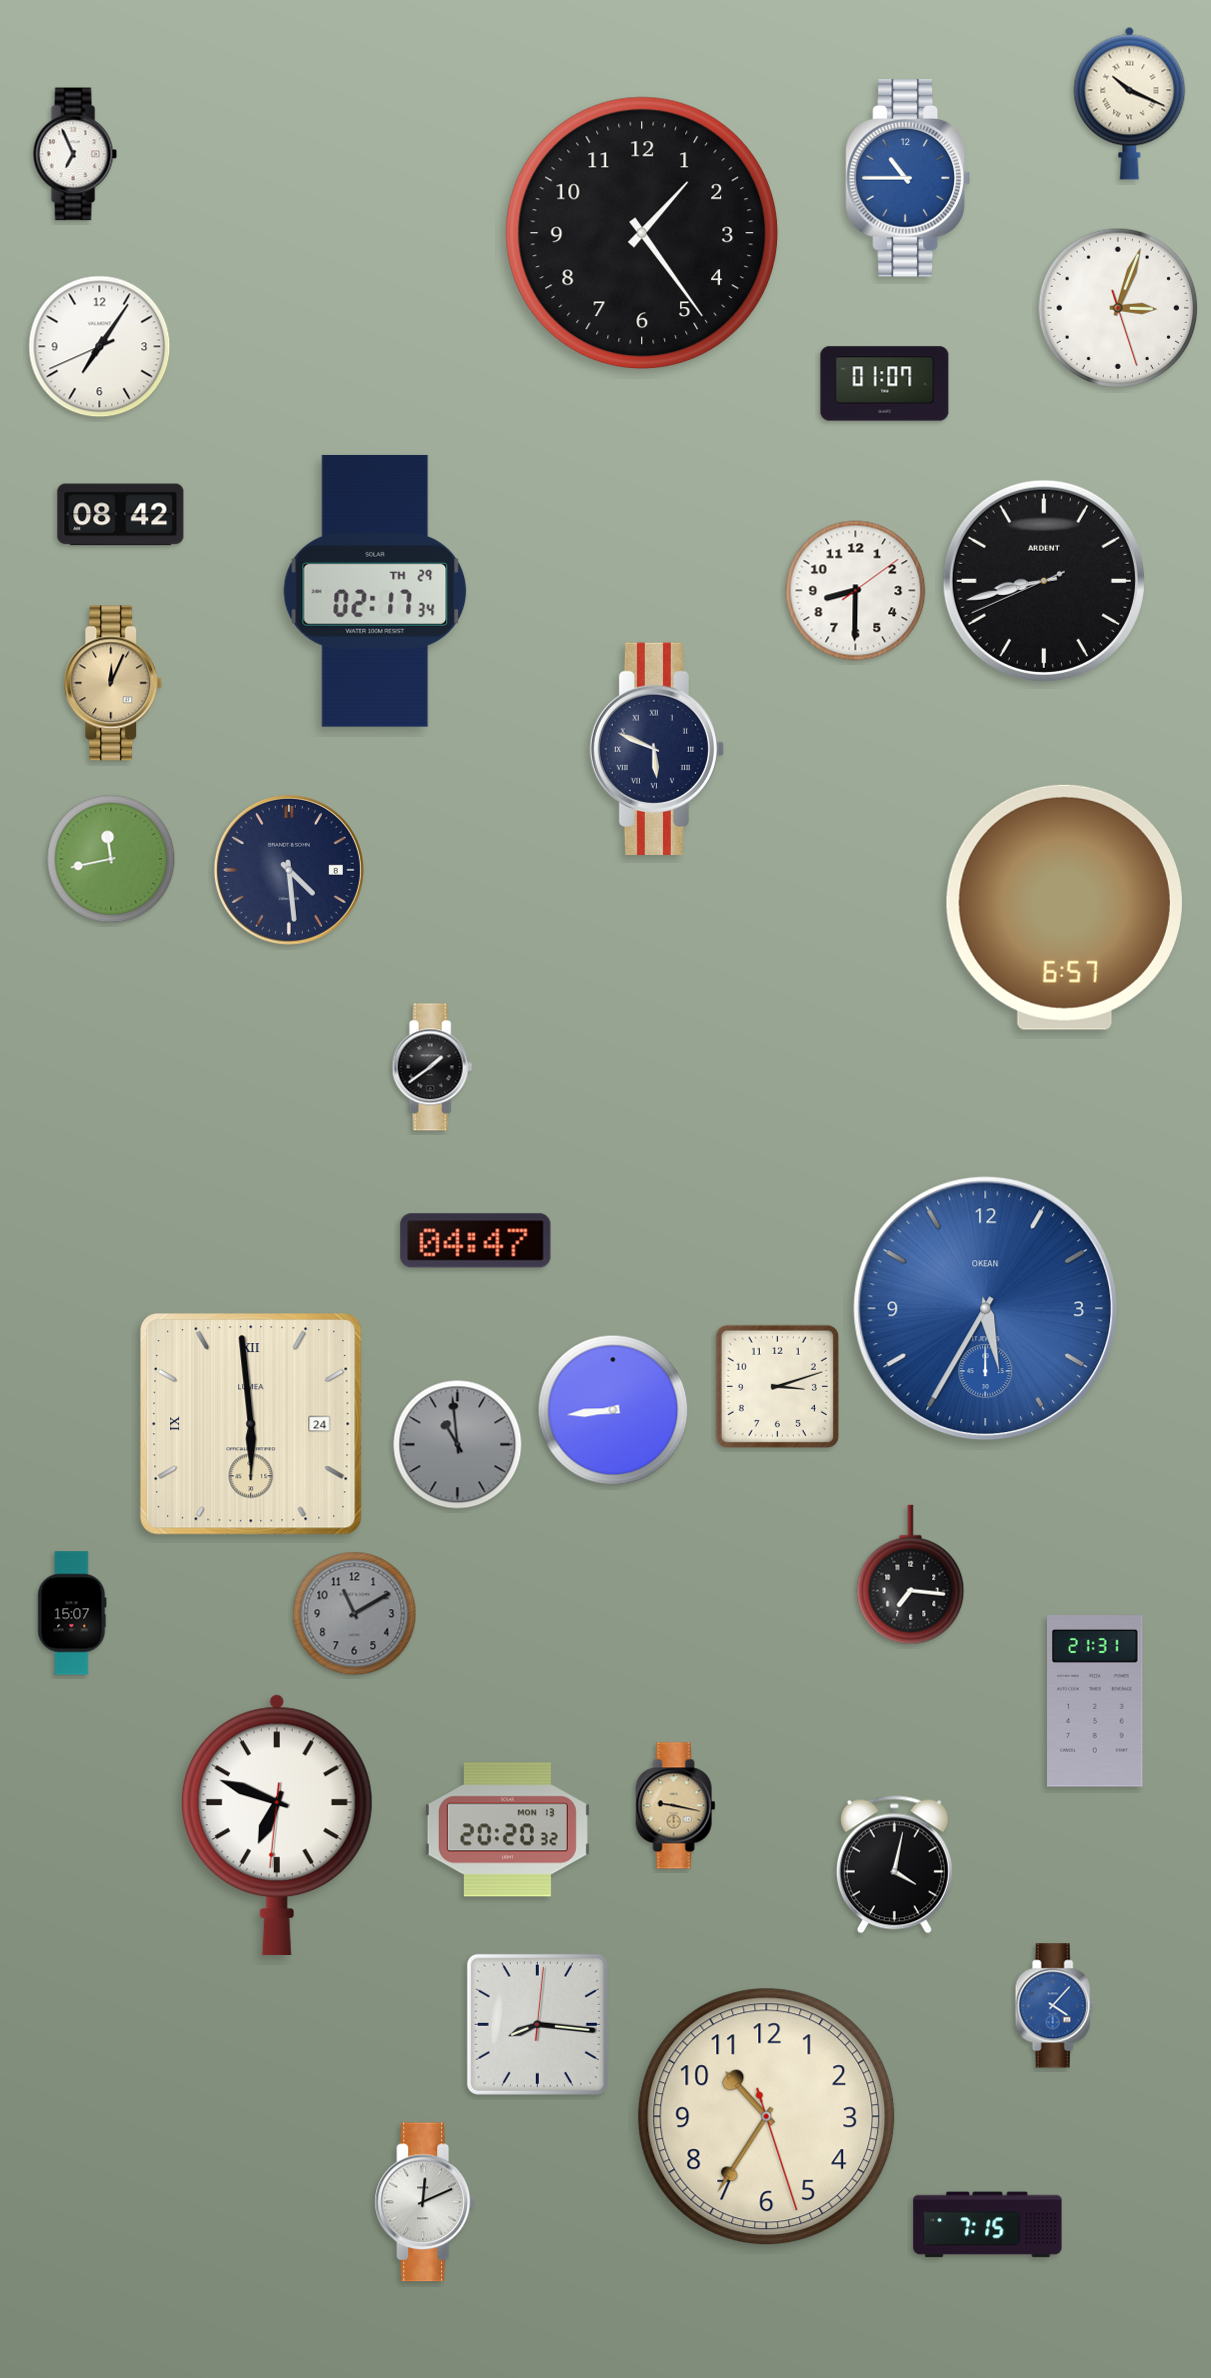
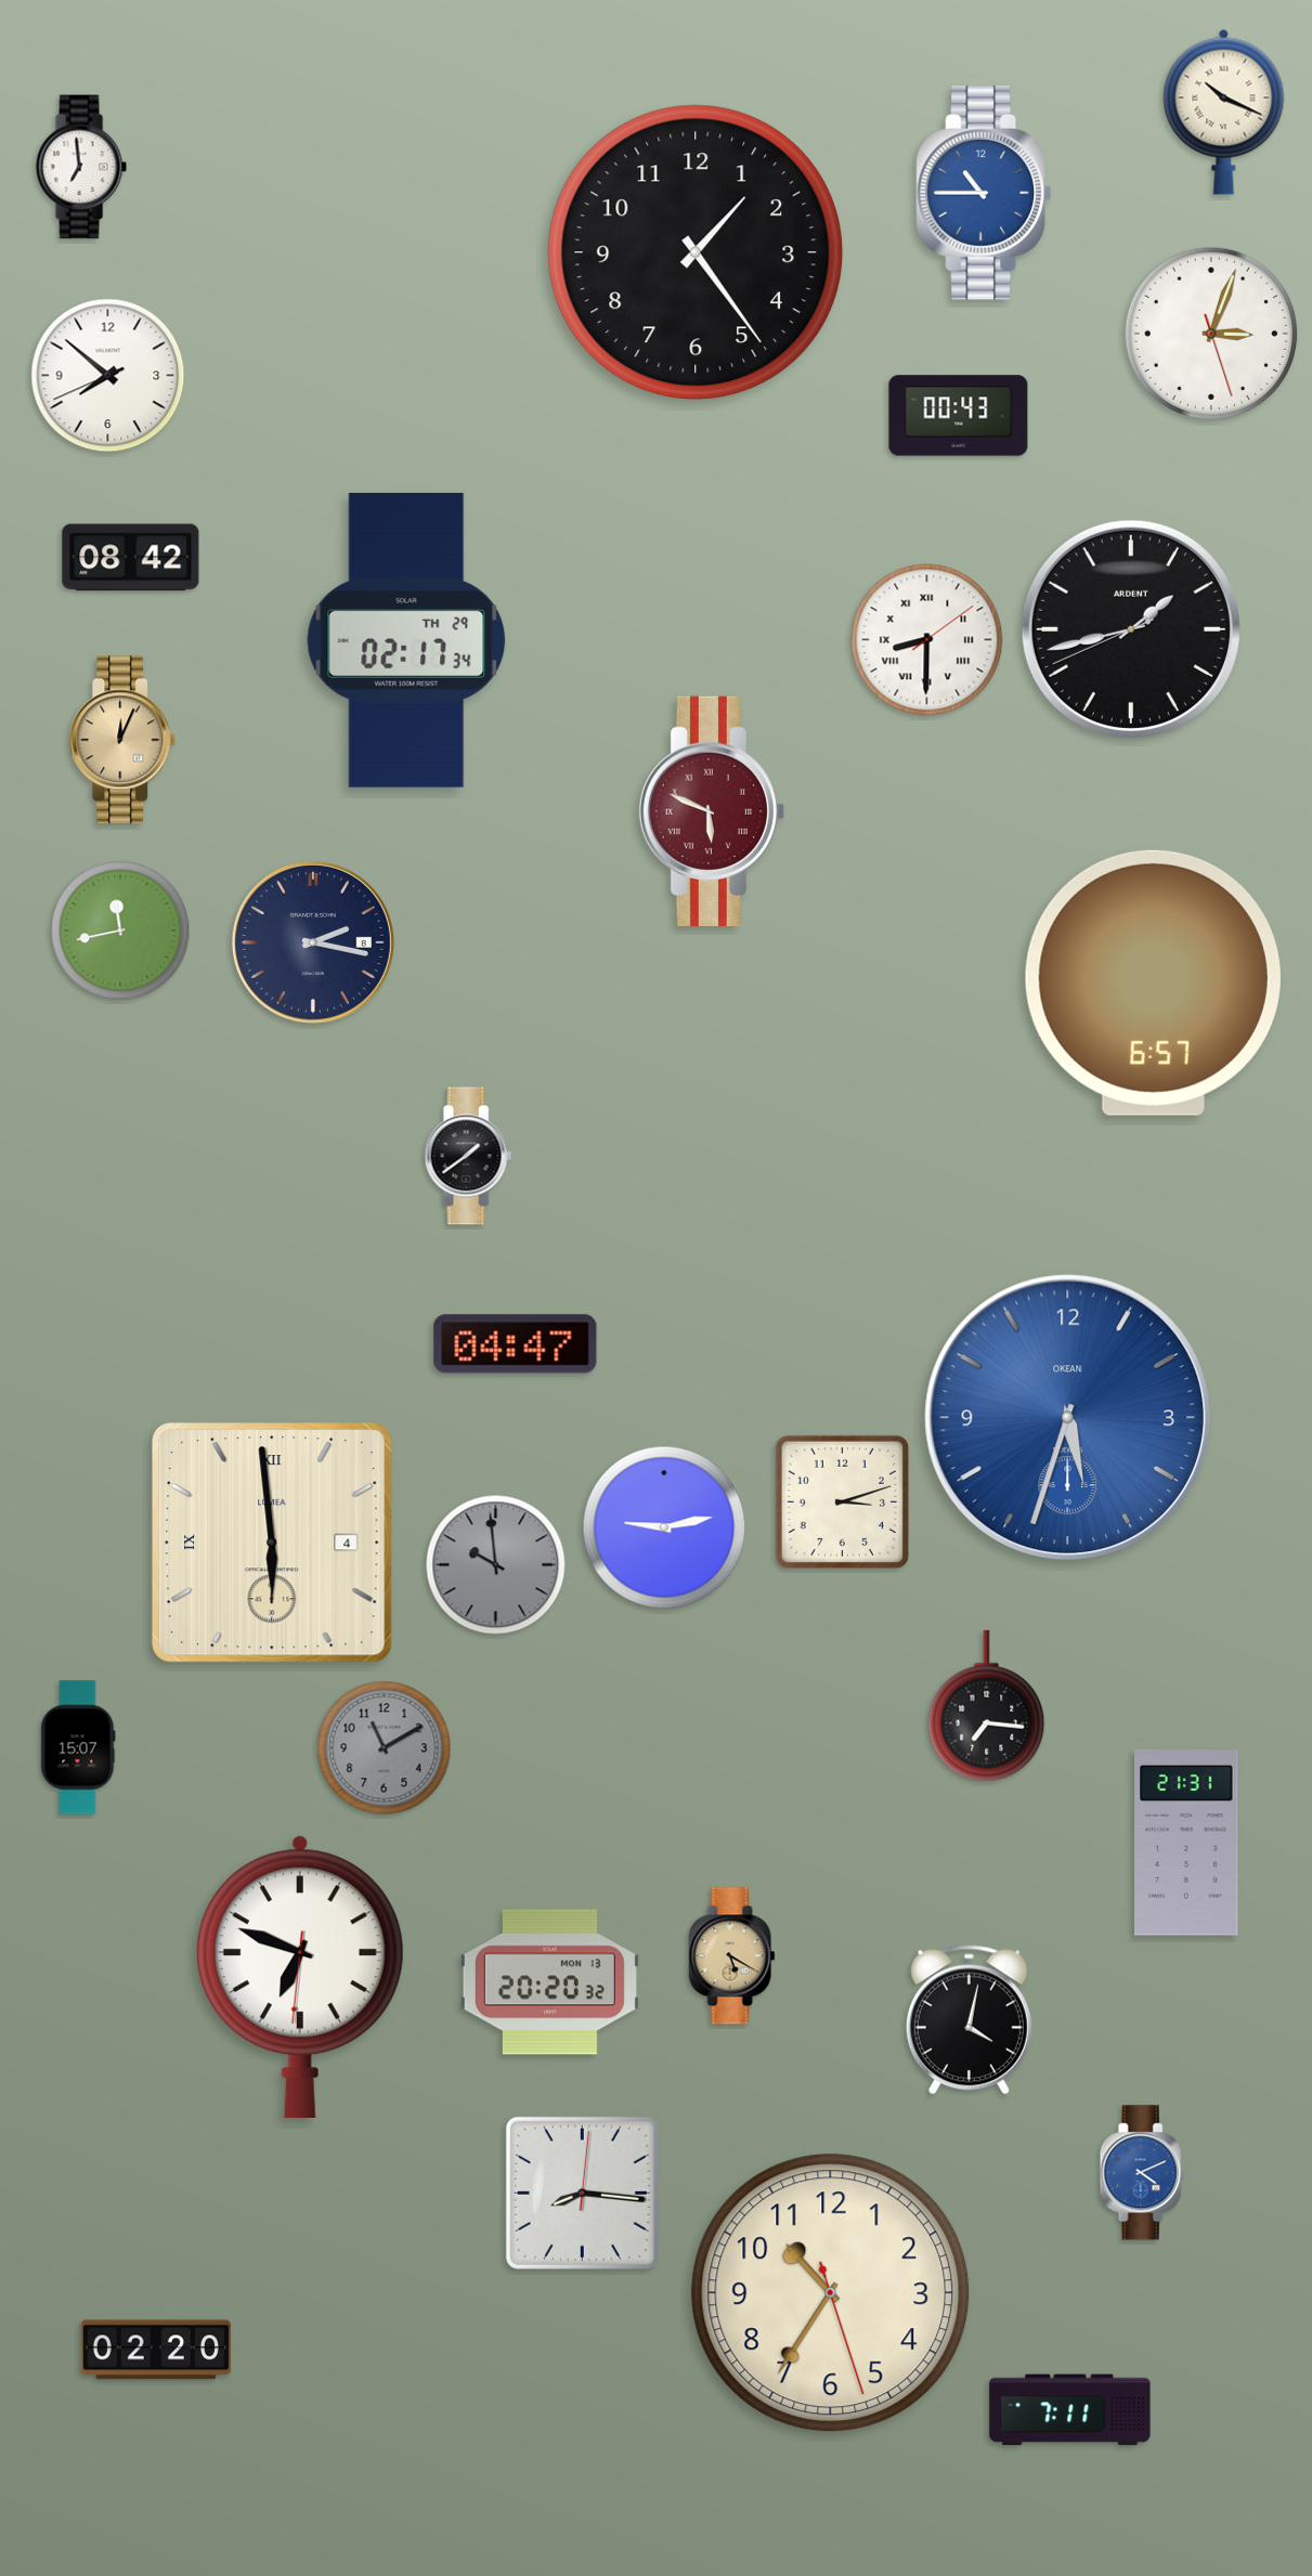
clock at (75, 154): 6:56 -> 6:59
clock at (100, 347): 7:05 -> 7:51
clock at (885, 384): 01:07 -> 00:43
clock at (1044, 581): 8:42 -> 1:42
clock at (856, 591) numerals: Arabic -> Roman
clock at (656, 749) dial: navy -> burgundy
clock at (289, 870): 4:29 -> 2:17
clock at (986, 1309): 5:35 -> 5:33
clock at (613, 1410): 8:44 -> 9:13
clock at (251, 1424) date: 24 -> 4
clock at (458, 1445): 10:59 -> 9:59
clock at (676, 1806): 9:17 -> 5:20
clock at (1054, 2006): 4:07 -> 4:11
clock at (156, 2350): none -> 02:20
clock at (425, 2202): 12:11 -> none
clock at (988, 2225): 7:15 -> 7:11
